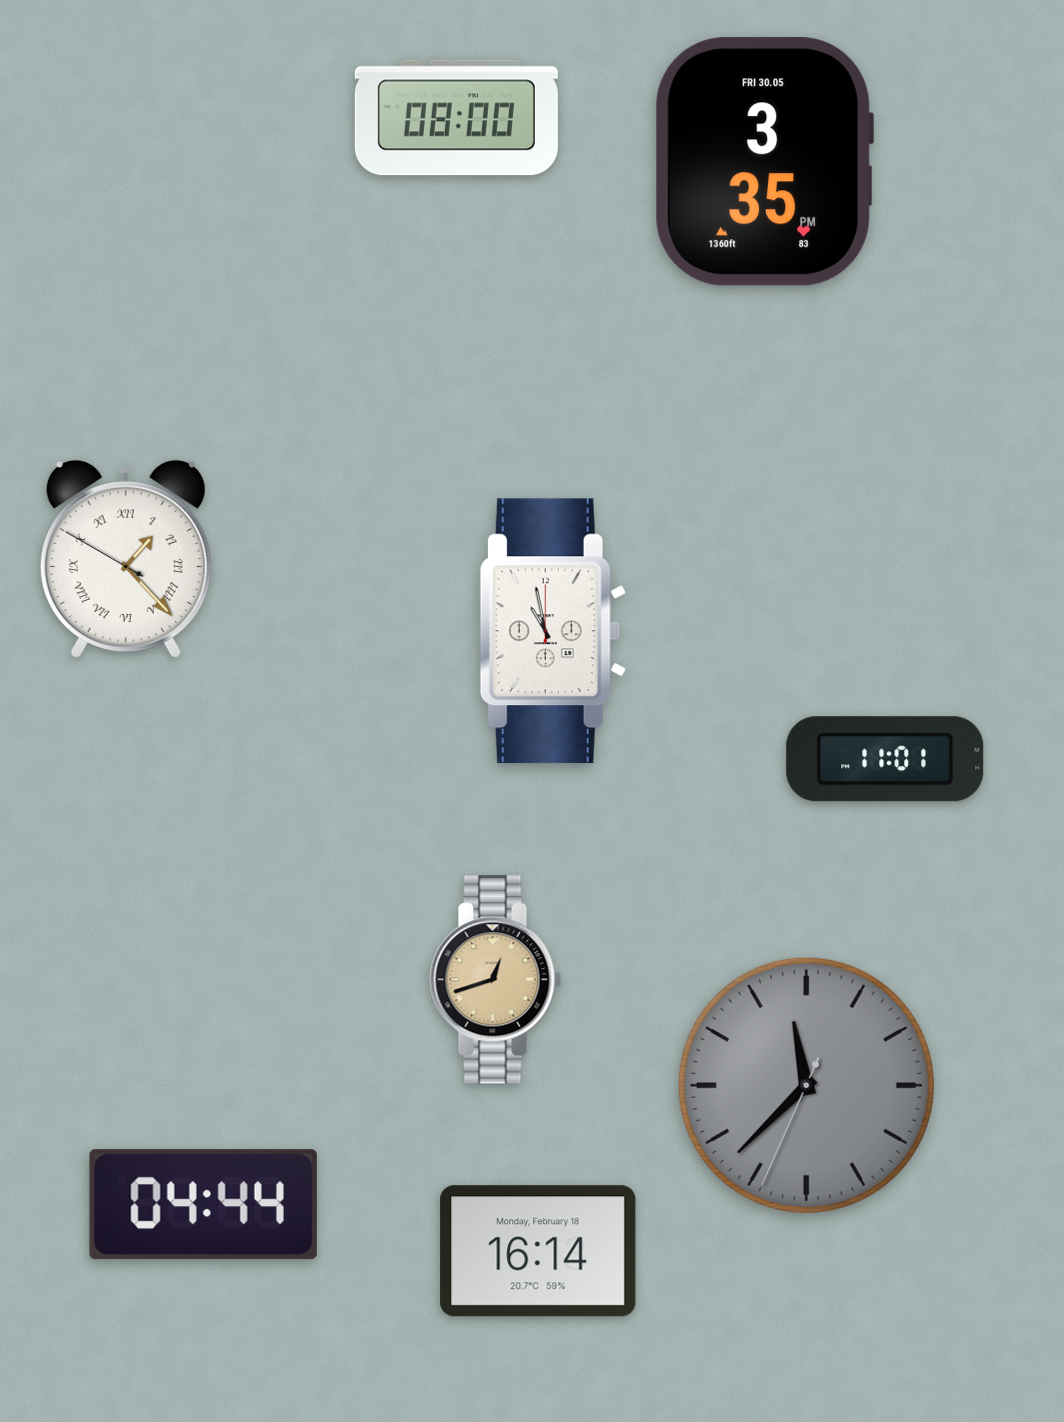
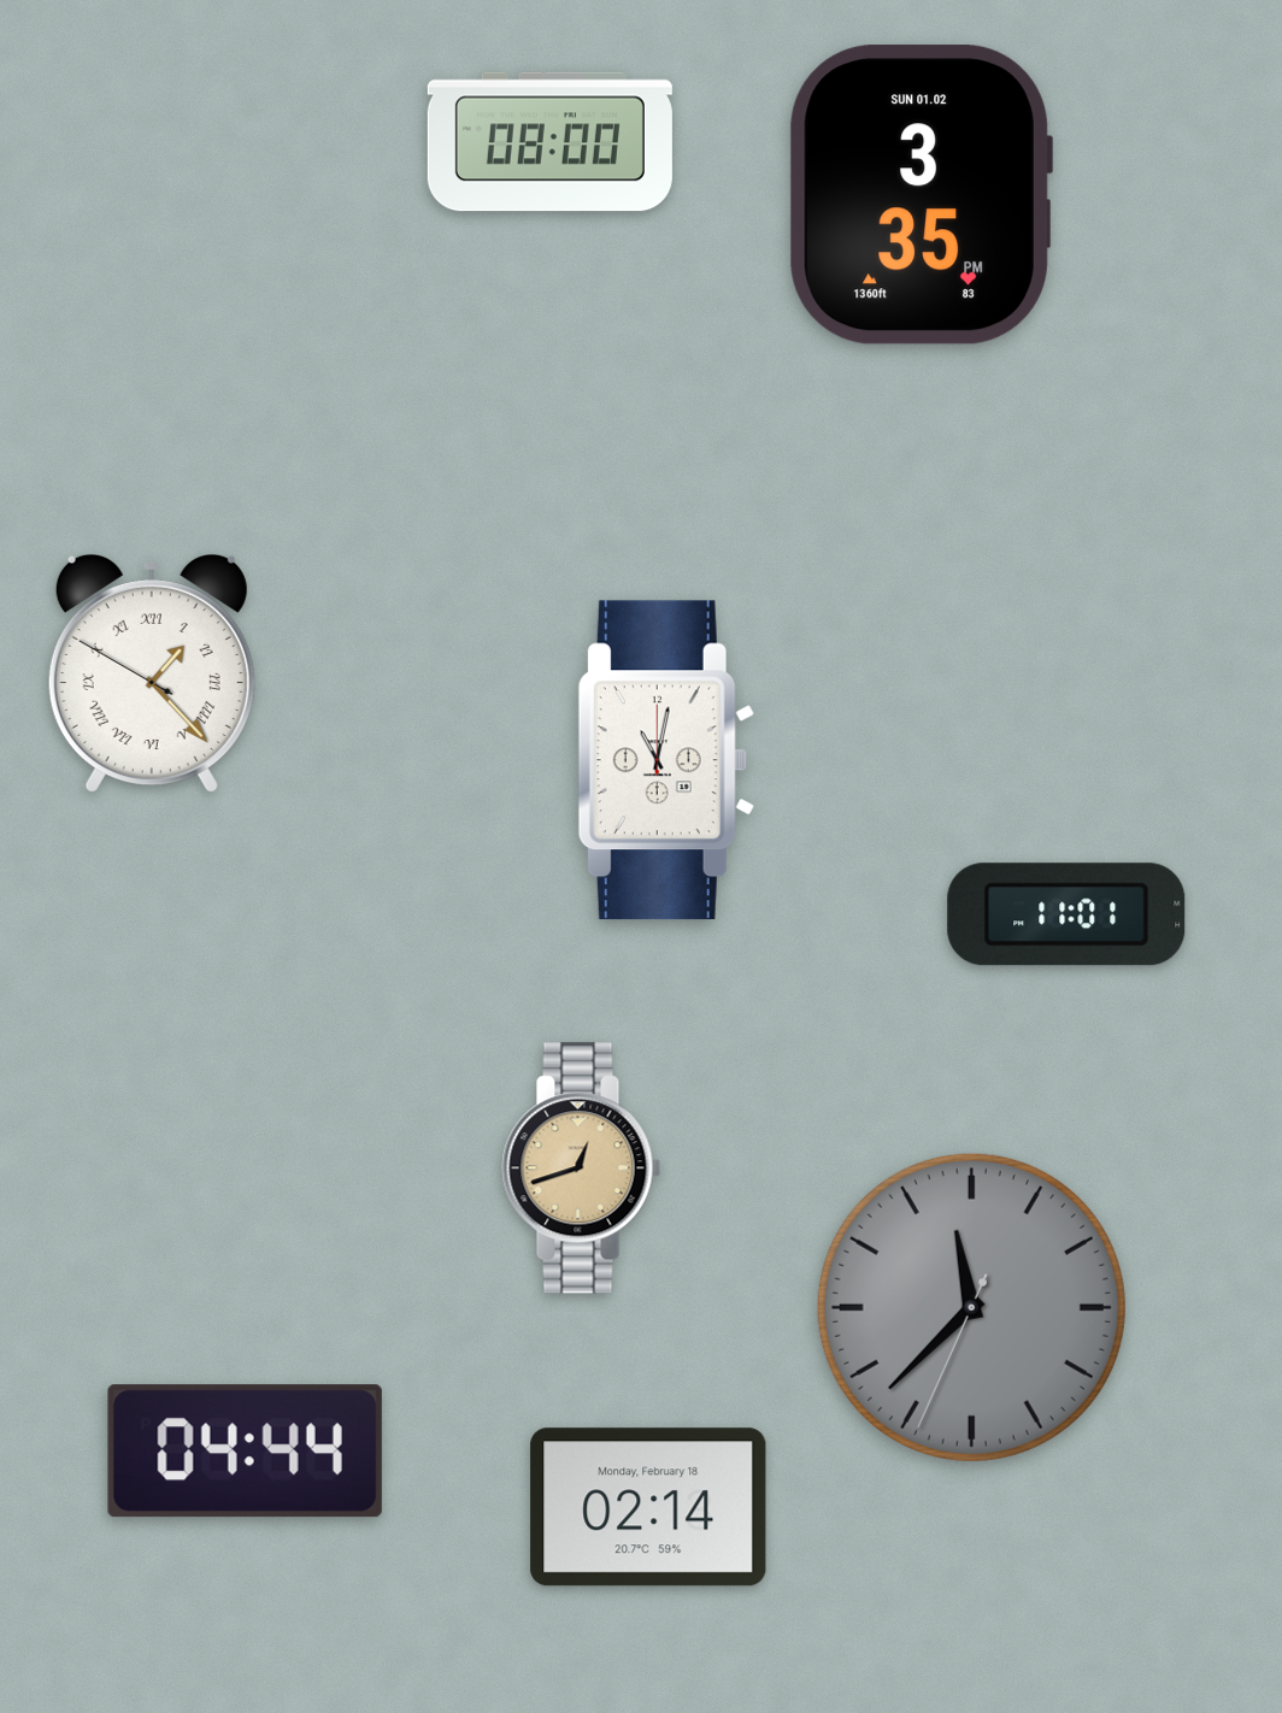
clock at (764, 162) date: FRI 30.05 -> SUN 01.02
clock at (553, 631): 10:58 -> 11:02
clock at (496, 980) position: (496, 980) -> (582, 1169)
clock at (538, 1251): 16:14 -> 02:14
